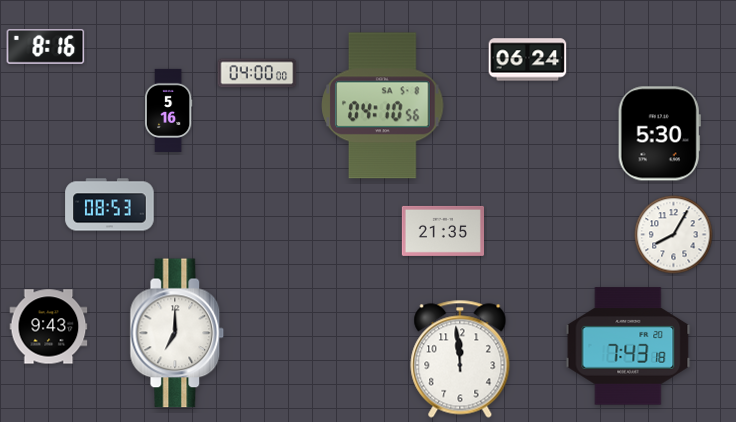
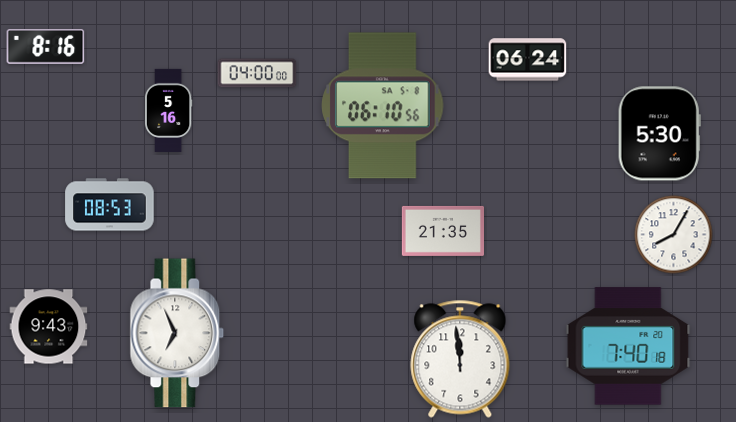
clock at (383, 106): 04:10 -> 06:10
clock at (177, 333): 7:00 -> 6:56
clock at (628, 346): 7:43 -> 7:40
